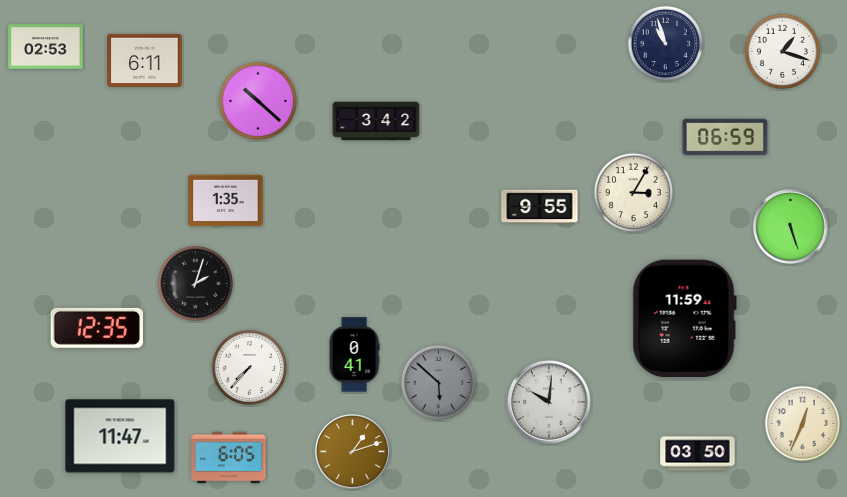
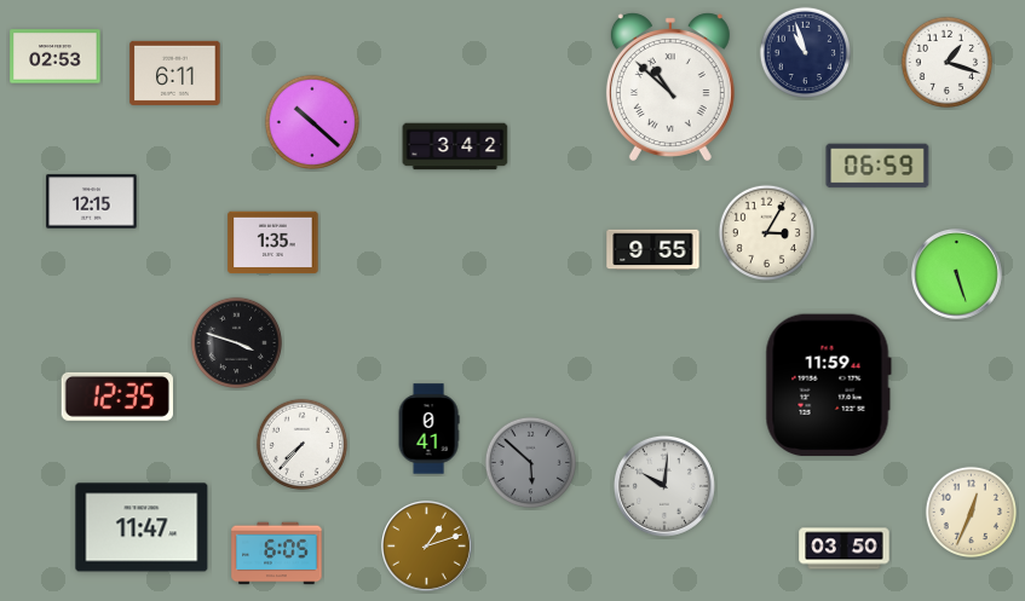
clock at (670, 87): none -> 10:52
clock at (92, 202): none -> 12:15
clock at (195, 283): 2:03 -> 3:48
clock at (120, 436) position: (120, 436) -> (142, 527)
